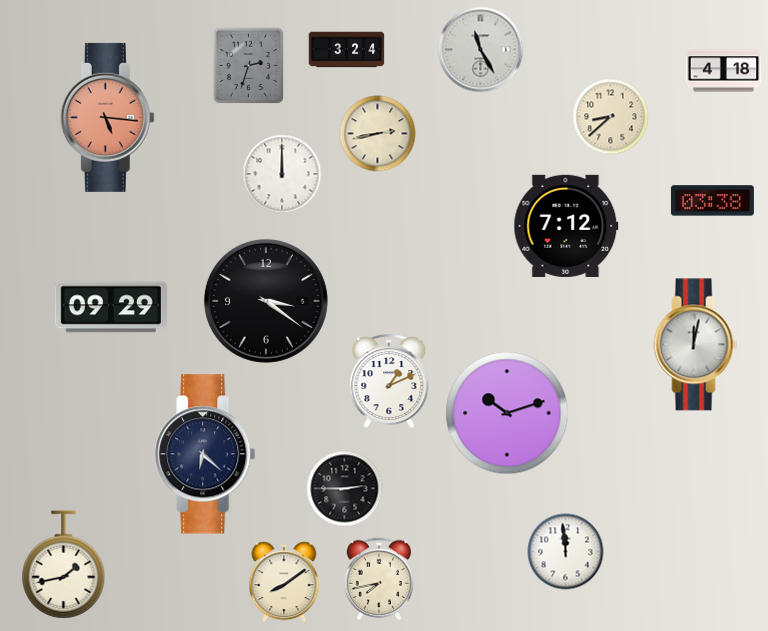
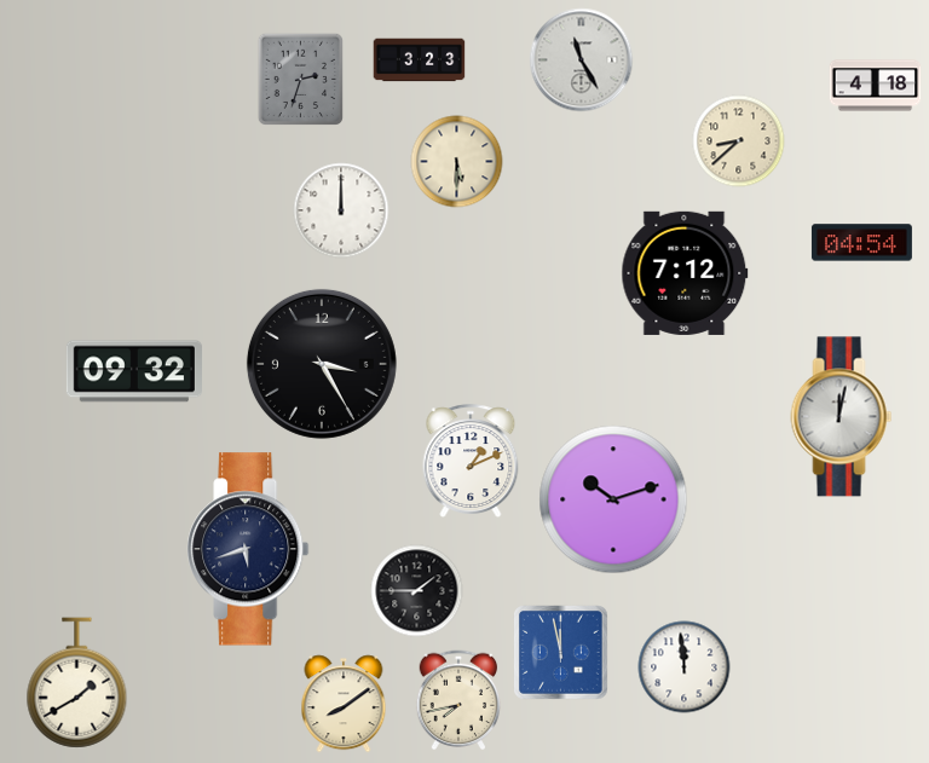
clock at (347, 50): 3:24 -> 3:23
clock at (107, 117): 5:16 -> none
clock at (378, 134): 2:43 -> 5:30
clock at (712, 201): 03:38 -> 04:54
clock at (266, 301): 3:21 -> 3:25
clock at (111, 307): 09:29 -> 09:32
clock at (205, 454): 6:22 -> 5:42
clock at (345, 489): 2:45 -> 1:45
clock at (561, 653): none -> 11:58
clock at (64, 565): 1:43 -> 1:40
